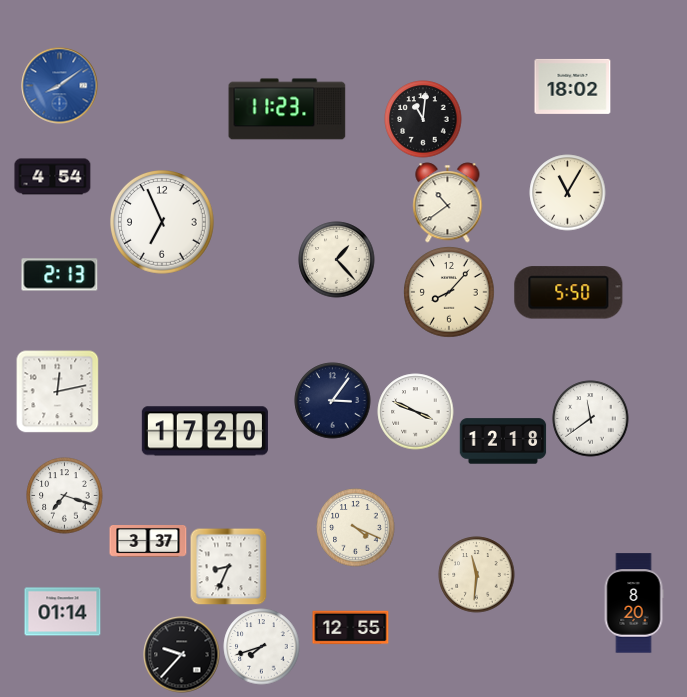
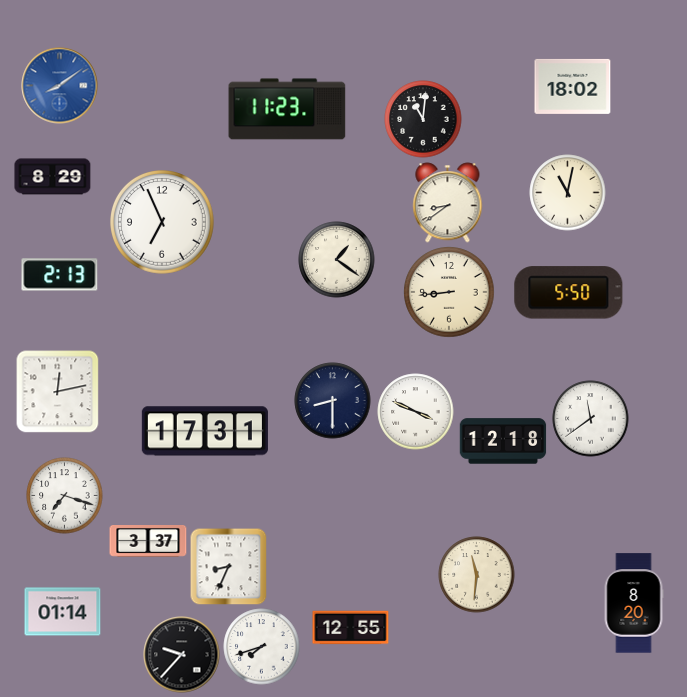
clock at (53, 177): 4:54 -> 8:29
clock at (568, 193): 11:05 -> 11:02
clock at (448, 203): 10:39 -> 8:39
clock at (337, 260): 1:23 -> 1:21
clock at (449, 292): 8:07 -> 8:44
clock at (333, 401): 3:06 -> 8:30
clock at (205, 431): 17:20 -> 17:31
clock at (356, 528): 4:19 -> none
